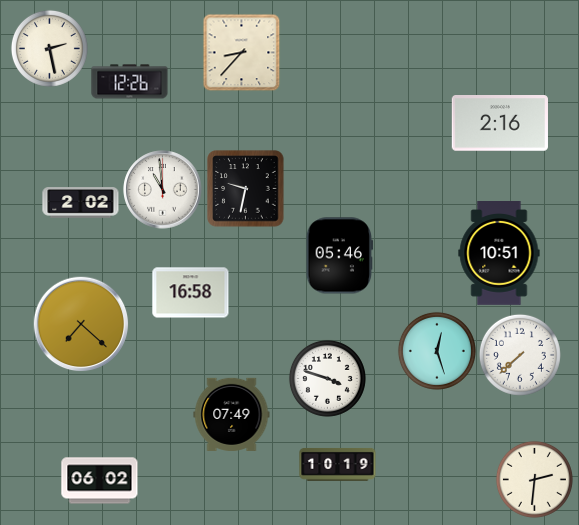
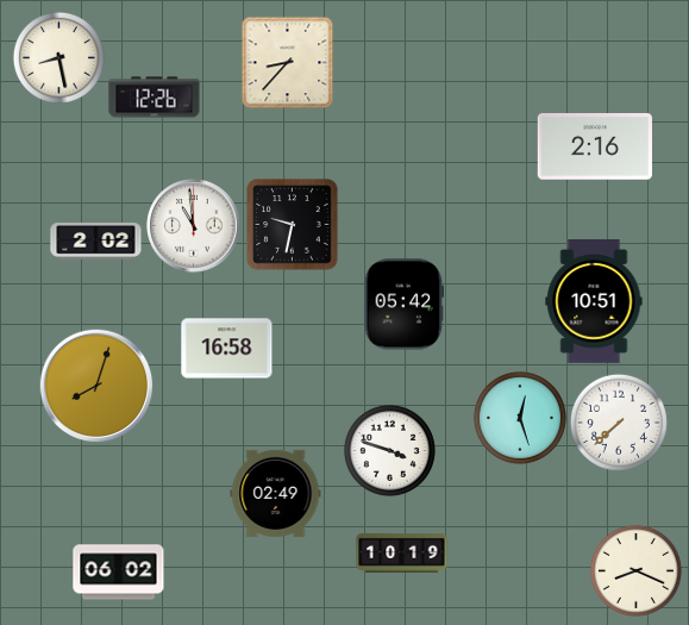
clock at (49, 48): 2:28 -> 8:28
clock at (340, 256): 05:46 -> 05:42
clock at (81, 324): 7:22 -> 8:03
clock at (232, 414): 07:49 -> 02:49
clock at (534, 479): 2:31 -> 8:19
